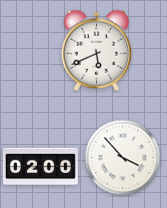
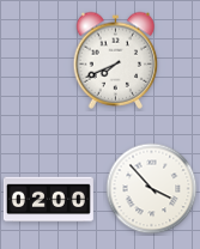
clock at (97, 50): 5:41 -> 7:41
clock at (123, 158) position: (123, 158) -> (152, 189)
